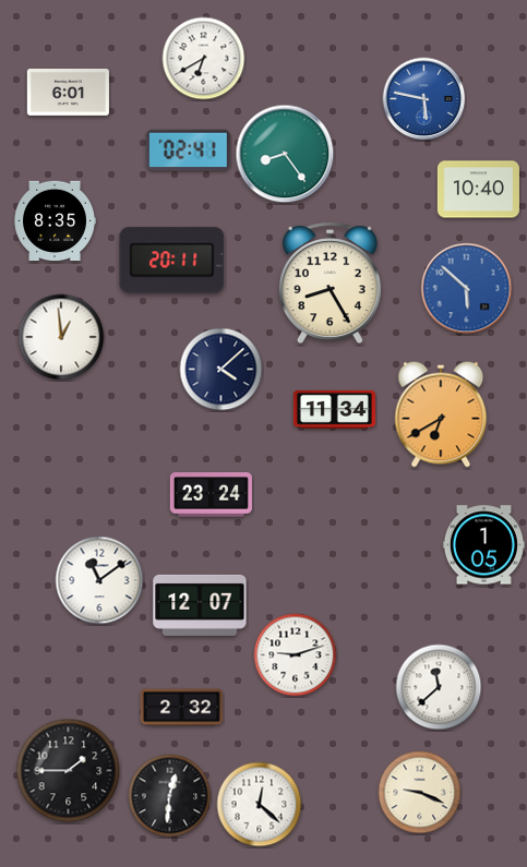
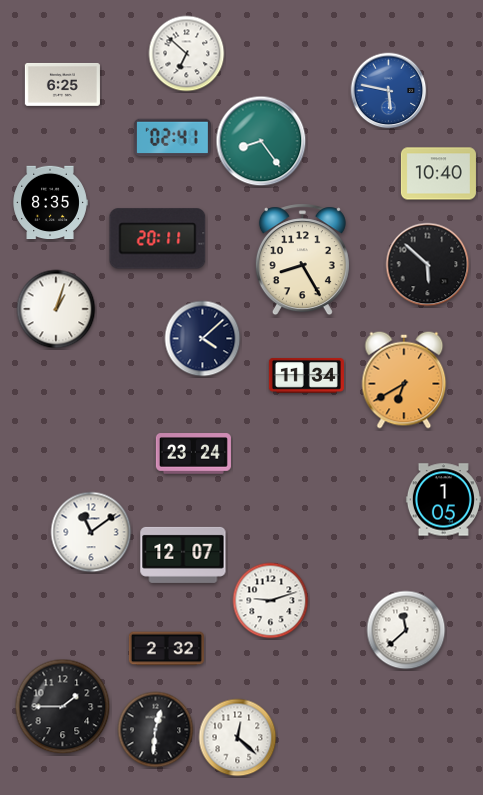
clock at (204, 59): 6:40 -> 6:52
clock at (68, 92): 6:01 -> 6:25
clock at (467, 289) dial: blue -> black
clock at (61, 337): 12:59 -> 1:03
clock at (439, 687) position: (439, 687) -> (406, 630)
clock at (420, 793): 9:19 -> none
